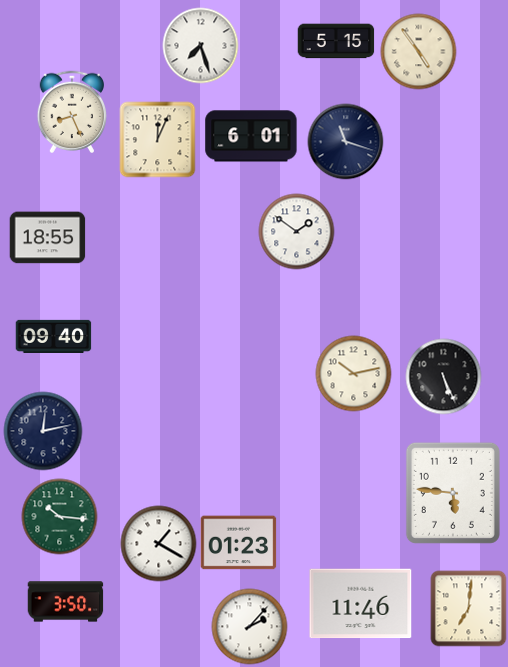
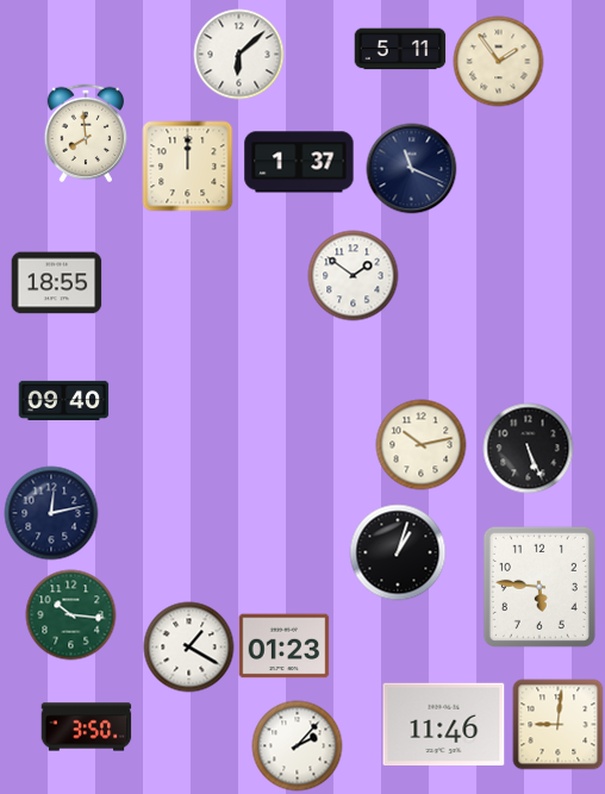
clock at (336, 41): 5:15 -> 5:11
clock at (201, 46): 7:27 -> 6:08
clock at (419, 52): 4:54 -> 1:54
clock at (72, 111): 8:26 -> 7:59
clock at (251, 136): 6:01 -> 1:37
clock at (158, 140): 12:04 -> 12:00
clock at (346, 142): 11:18 -> 11:19
clock at (398, 552): none -> 1:03
clock at (66, 602) position: (66, 602) -> (87, 727)
clock at (361, 604) position: (361, 604) -> (444, 725)
clock at (469, 609): 7:01 -> 9:01
